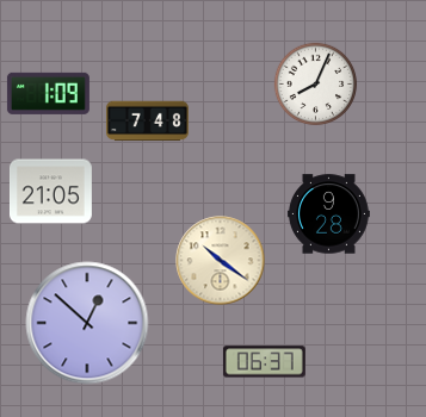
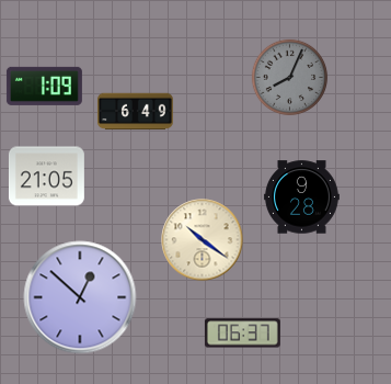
clock at (316, 85) dial: white -> grey
clock at (147, 122): 7:48 -> 6:49
